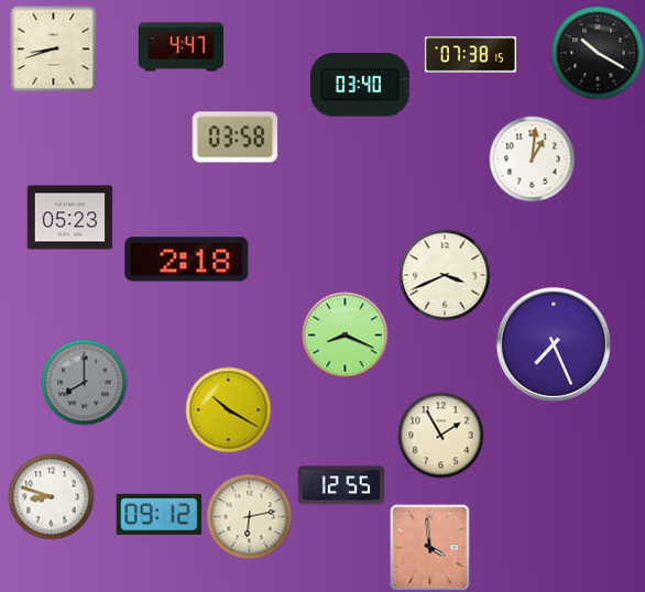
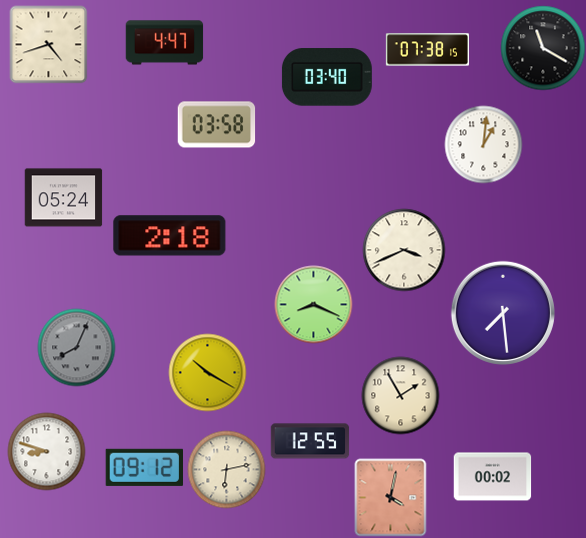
clock at (53, 48): 8:42 -> 4:42
clock at (598, 53): 10:20 -> 11:20
clock at (234, 138) position: (234, 138) -> (216, 125)
clock at (69, 218): 05:23 -> 05:24
clock at (554, 344): 7:26 -> 7:29
clock at (84, 382): 8:00 -> 8:04
clock at (492, 477): none -> 00:02
clock at (430, 547): 3:59 -> 4:02
